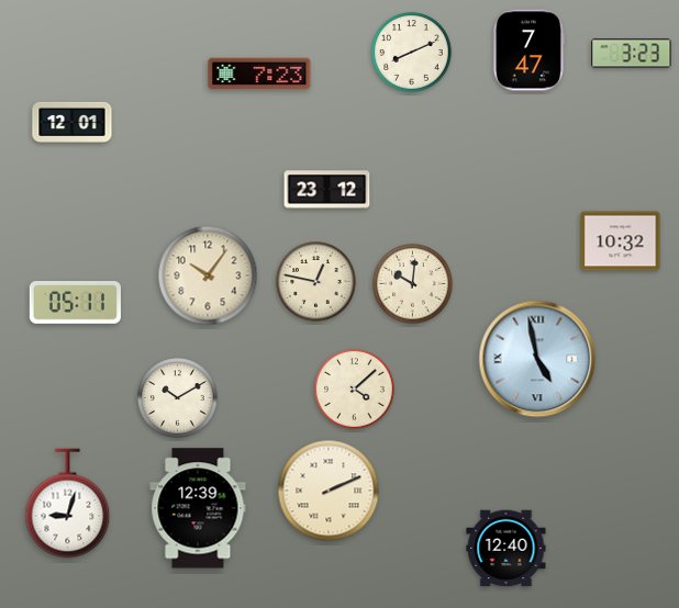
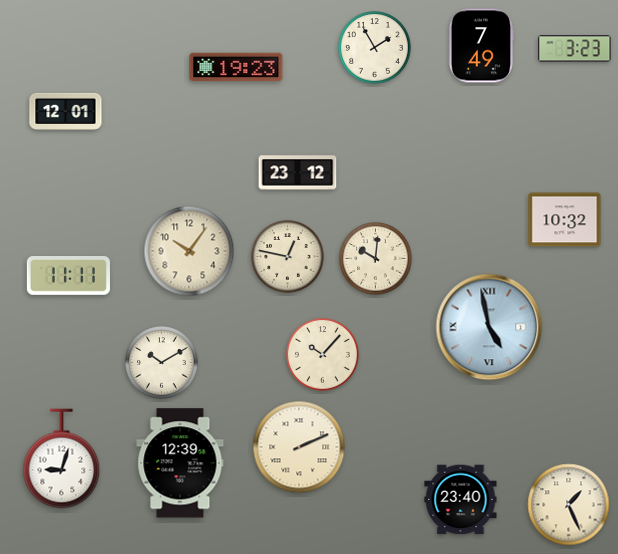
clock at (528, 50): 7:47 -> 7:49
clock at (412, 53): 8:11 -> 1:55
clock at (259, 74): 7:23 -> 19:23
clock at (75, 303): 05:11 -> 11:11
clock at (355, 390): 4:08 -> 10:07
clock at (507, 549): 12:40 -> 23:40
clock at (569, 505): none -> 1:26
